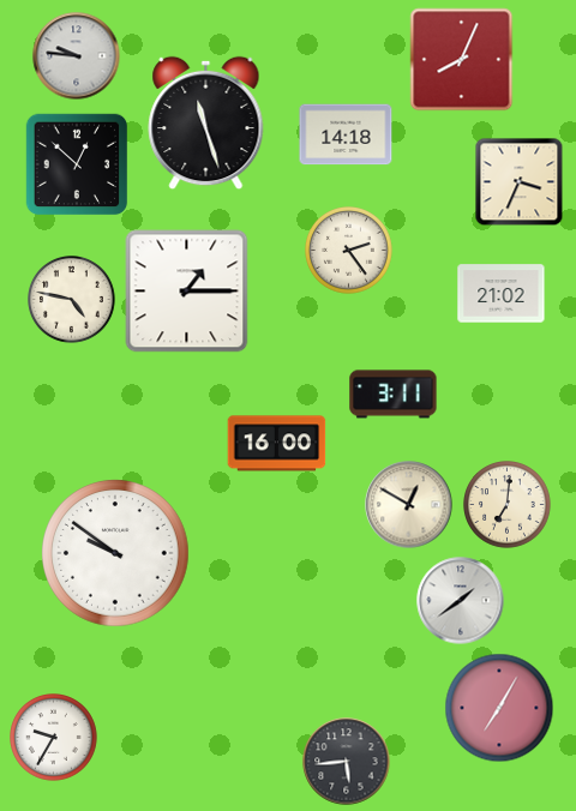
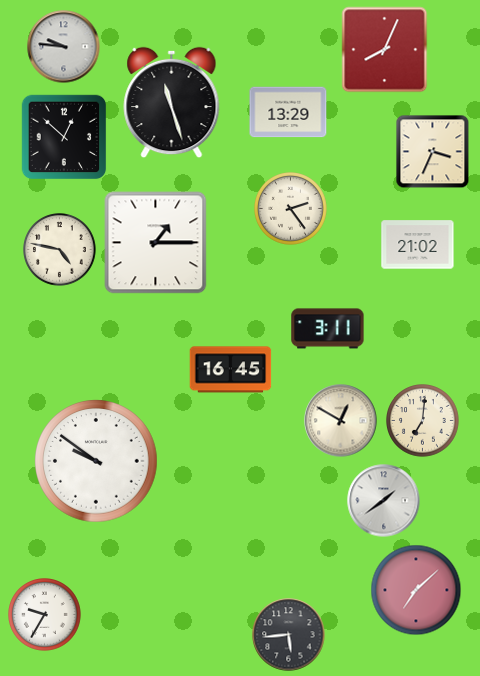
clock at (346, 134): 14:18 -> 13:29
clock at (277, 444): 16:00 -> 16:45
clock at (499, 708): 7:05 -> 7:08
